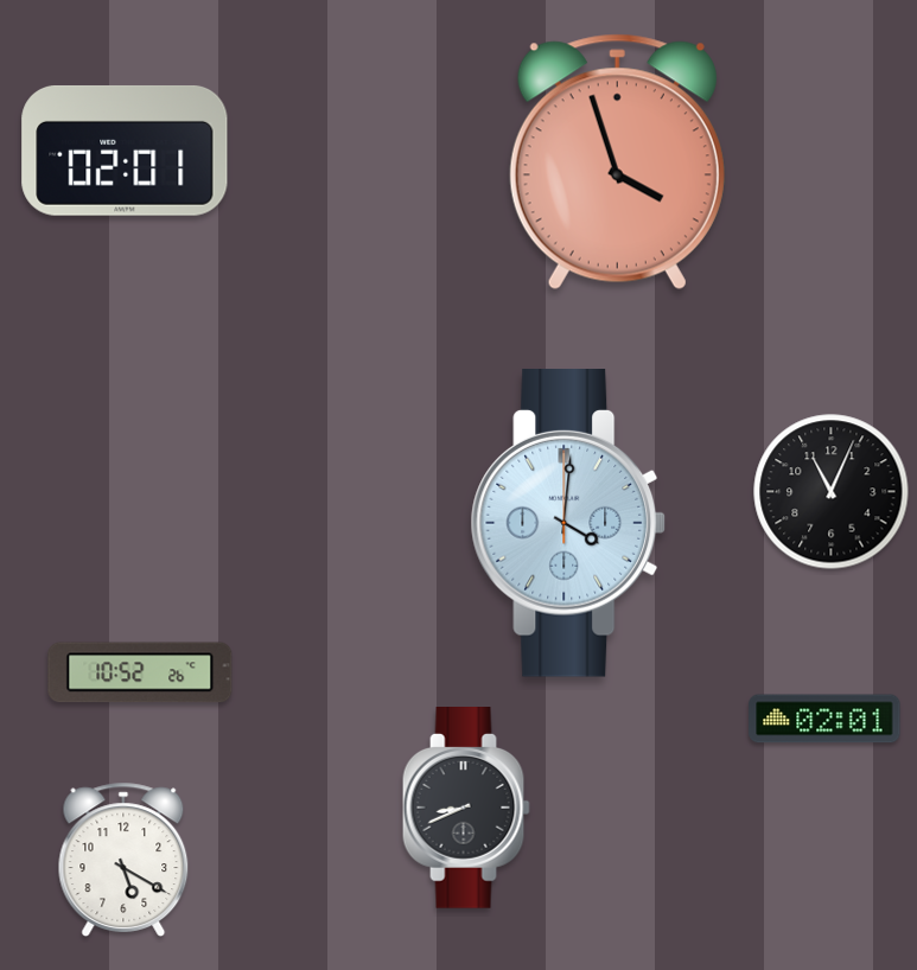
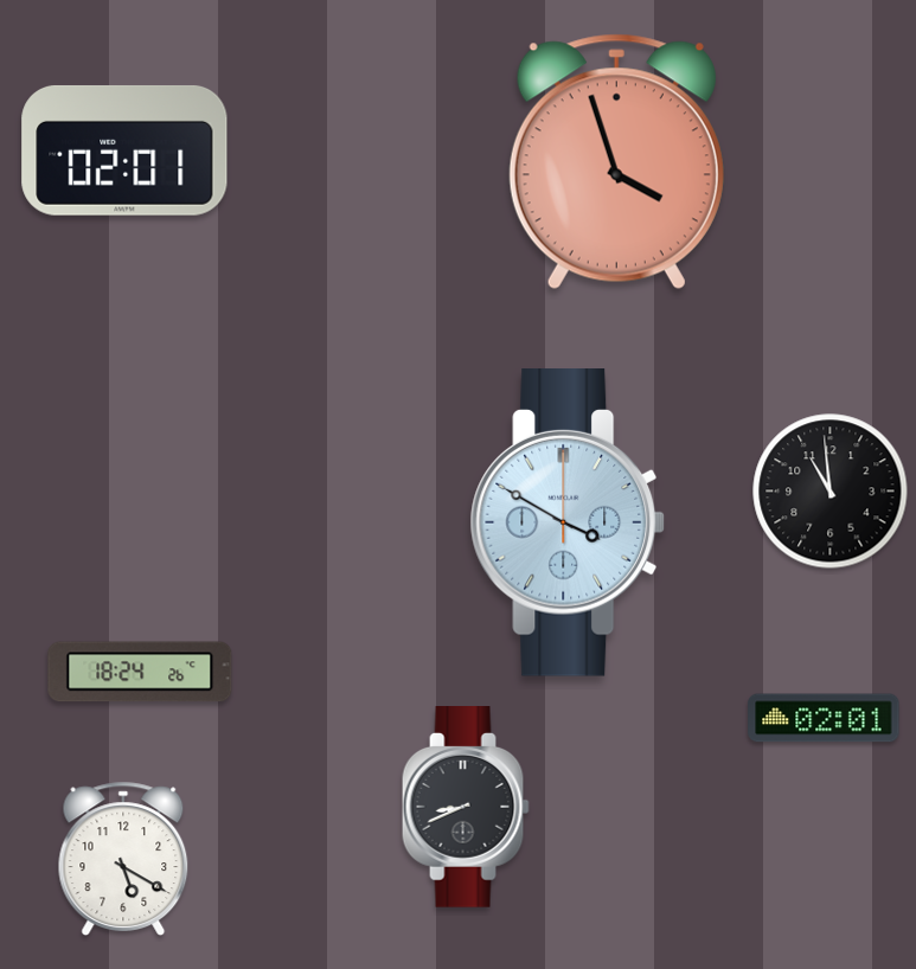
clock at (832, 492): 11:04 -> 10:59
clock at (568, 524): 4:01 -> 3:50
clock at (140, 672): 10:52 -> 18:24
